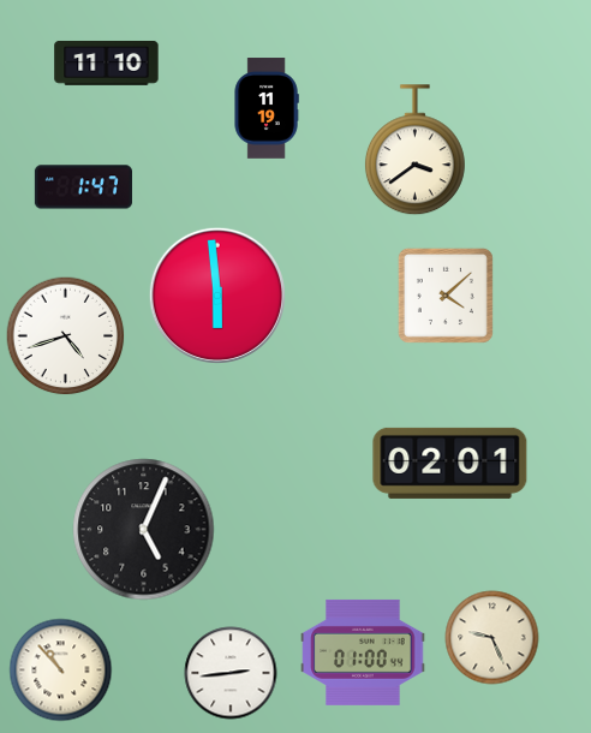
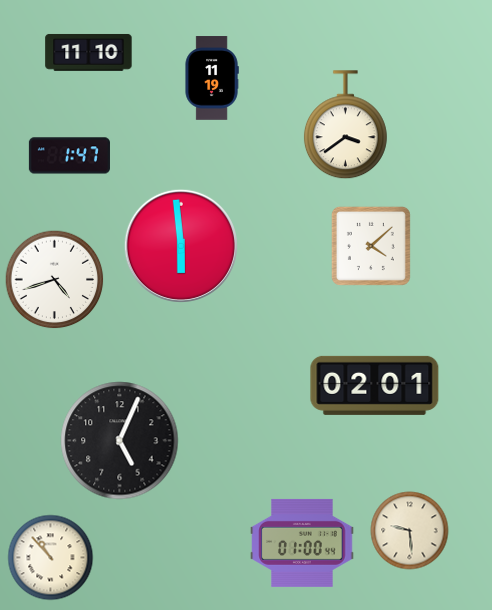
clock at (267, 108) position: (267, 108) -> (212, 78)
clock at (492, 638): 9:26 -> 9:29
clock at (231, 673): 2:44 -> none
